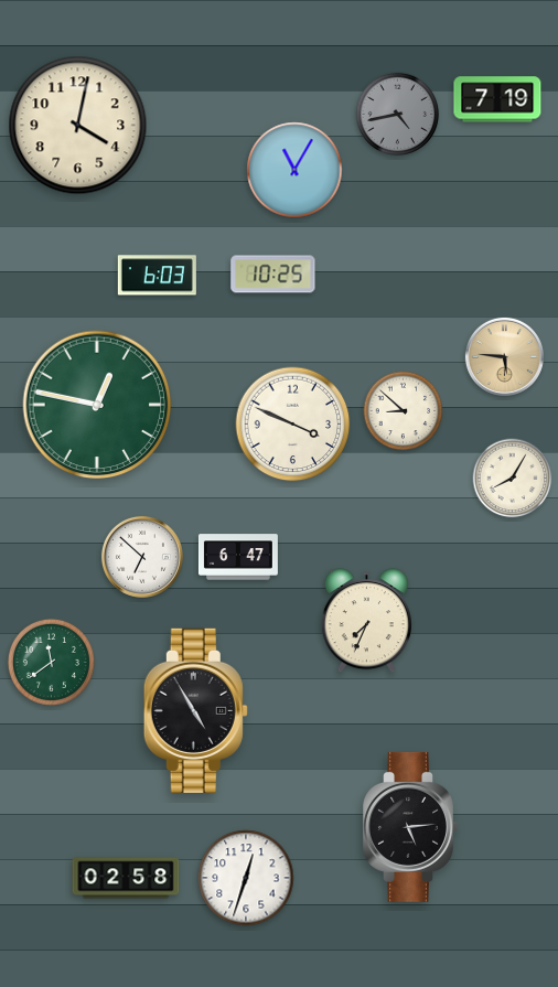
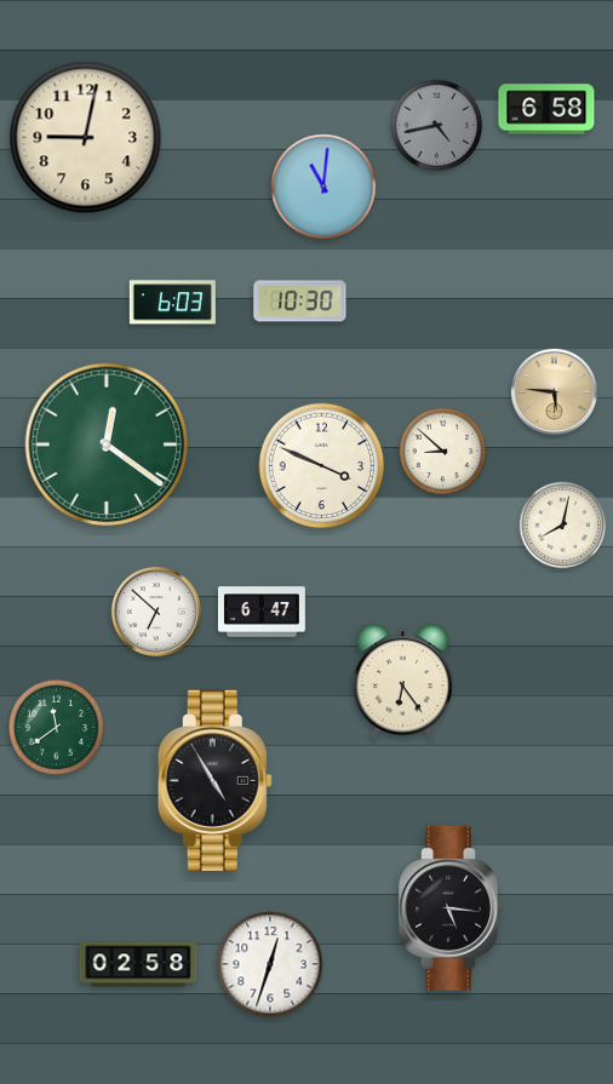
clock at (497, 99): 7:19 -> 6:58
clock at (78, 126): 4:02 -> 9:02
clock at (294, 170): 11:05 -> 11:01
clock at (273, 275): 10:25 -> 10:30
clock at (97, 405): 12:47 -> 12:21
clock at (513, 479): 8:05 -> 8:02
clock at (366, 621): 7:34 -> 6:24
clock at (410, 827): 5:14 -> 5:16
